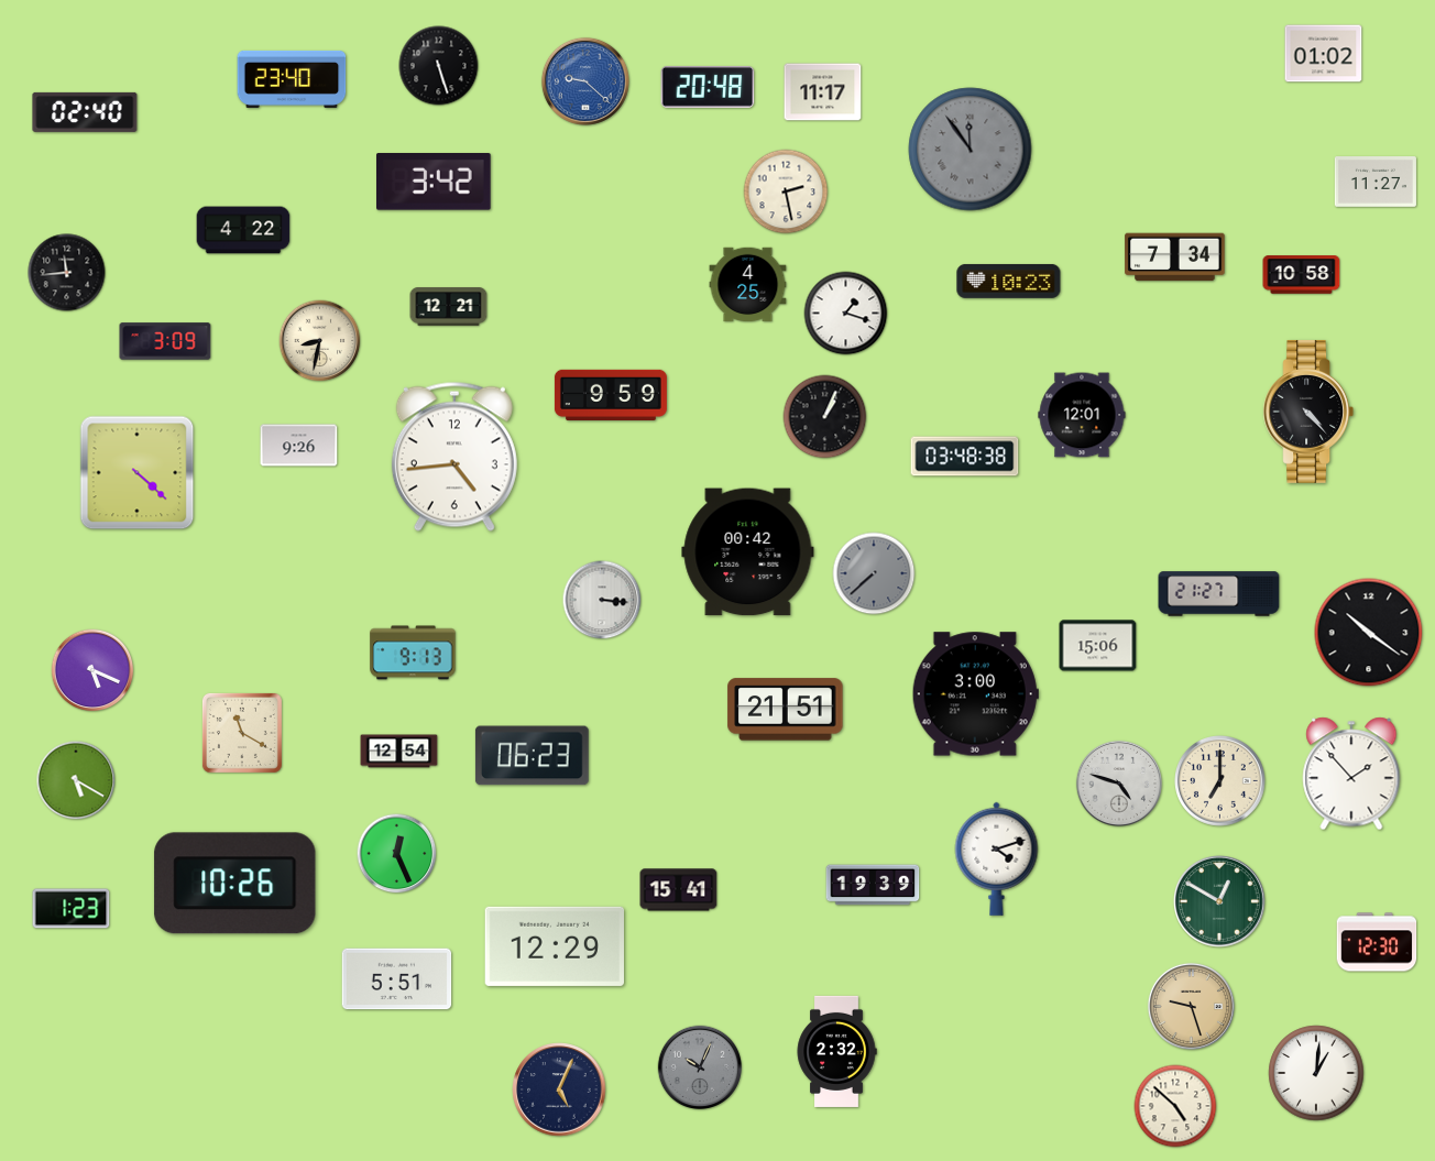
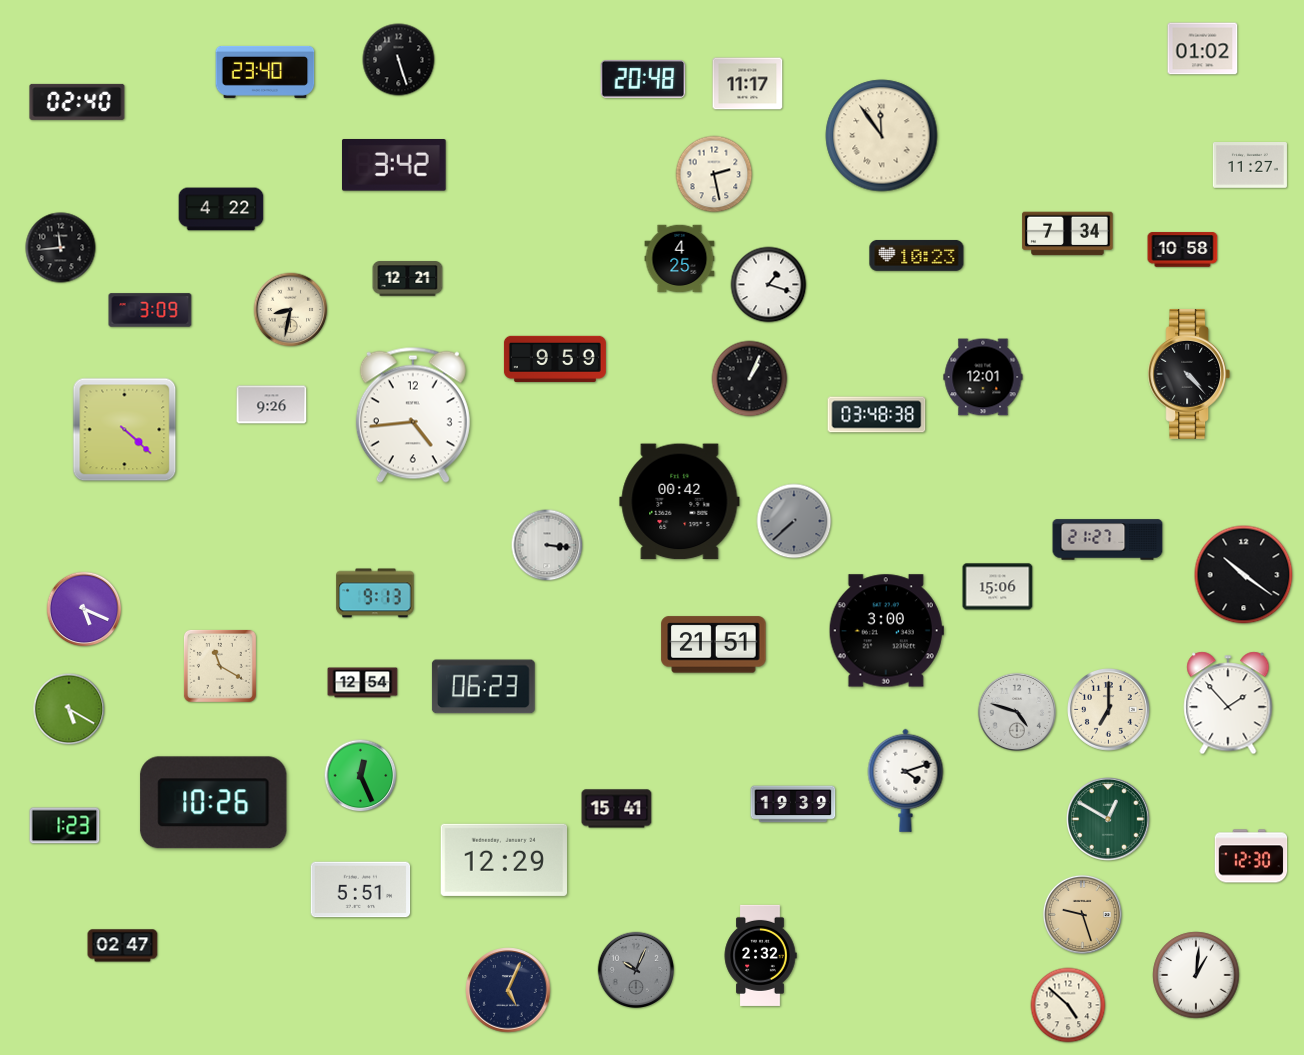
clock at (585, 81): 9:22 -> none
clock at (971, 150) dial: grey -> cream
clock at (123, 946): none -> 02:47
